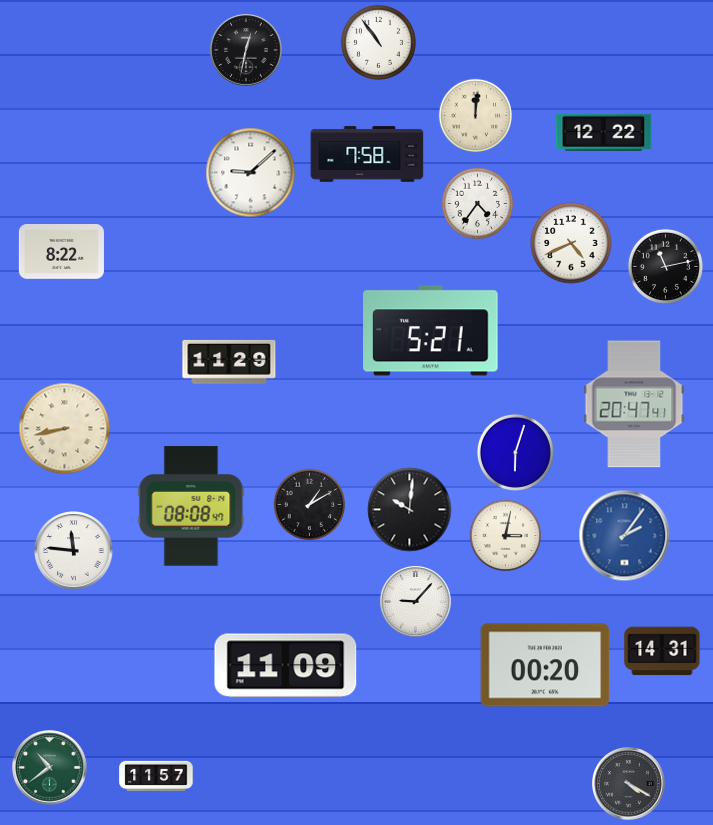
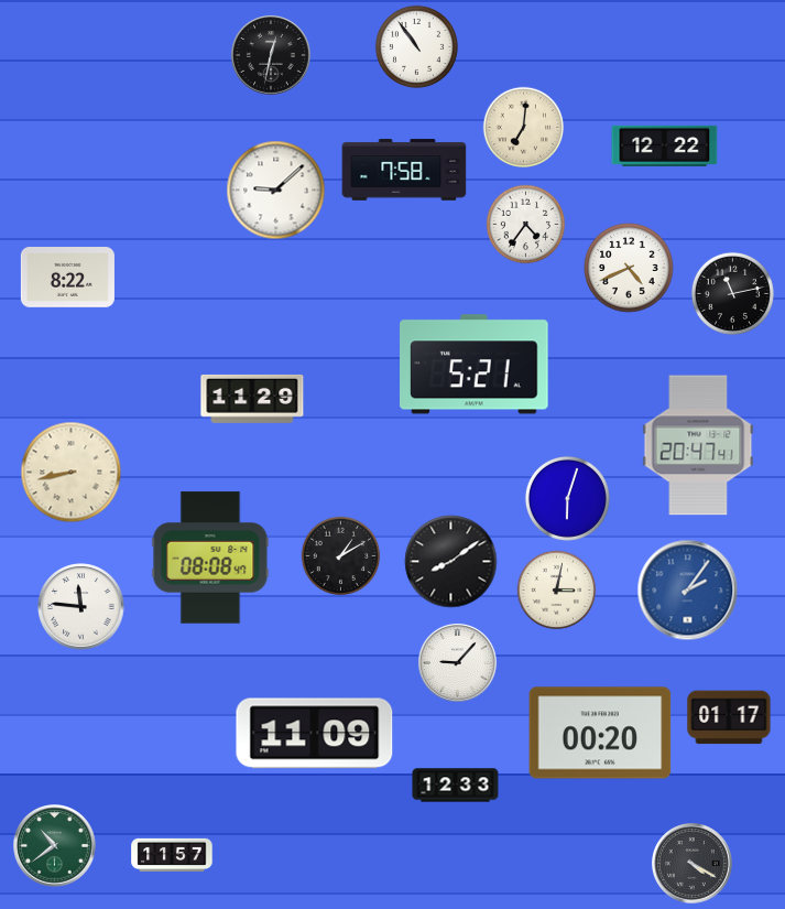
clock at (475, 115): 12:01 -> 7:01
clock at (410, 510): 10:01 -> 8:09
clock at (662, 651): 14:31 -> 01:17
clock at (456, 786): none -> 12:33
